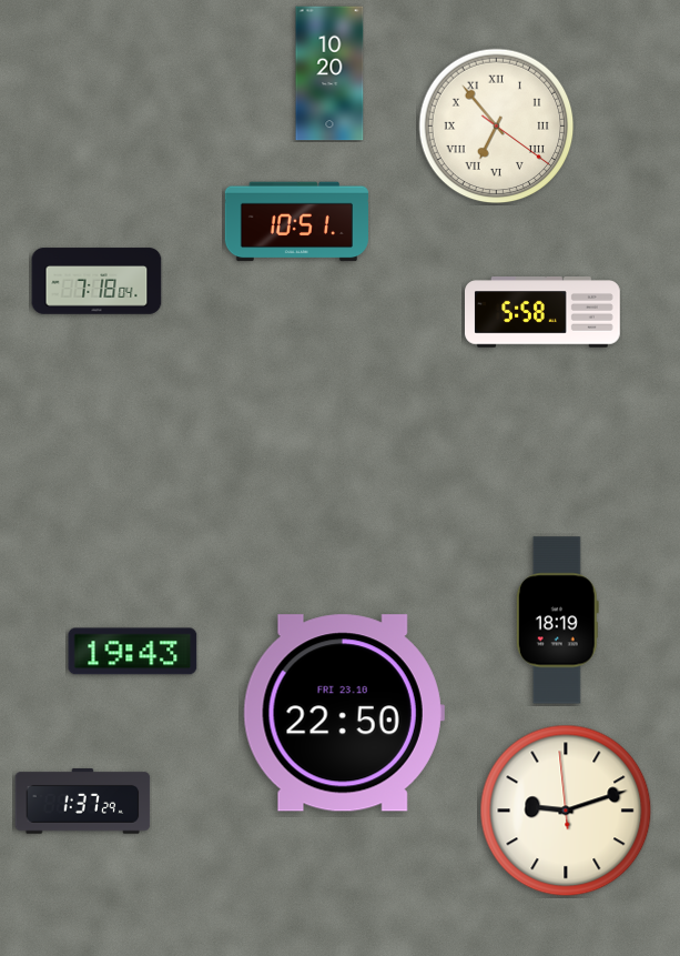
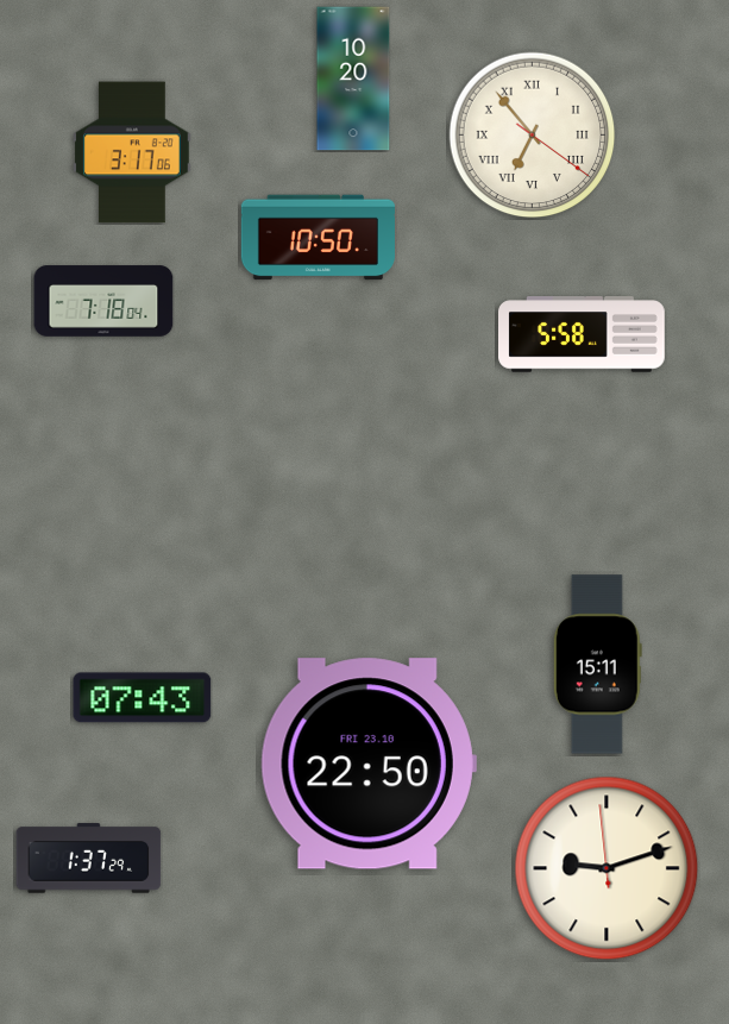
clock at (132, 152): none -> 3:17
clock at (296, 222): 10:51 -> 10:50
clock at (557, 621): 18:19 -> 15:11
clock at (133, 652): 19:43 -> 07:43
